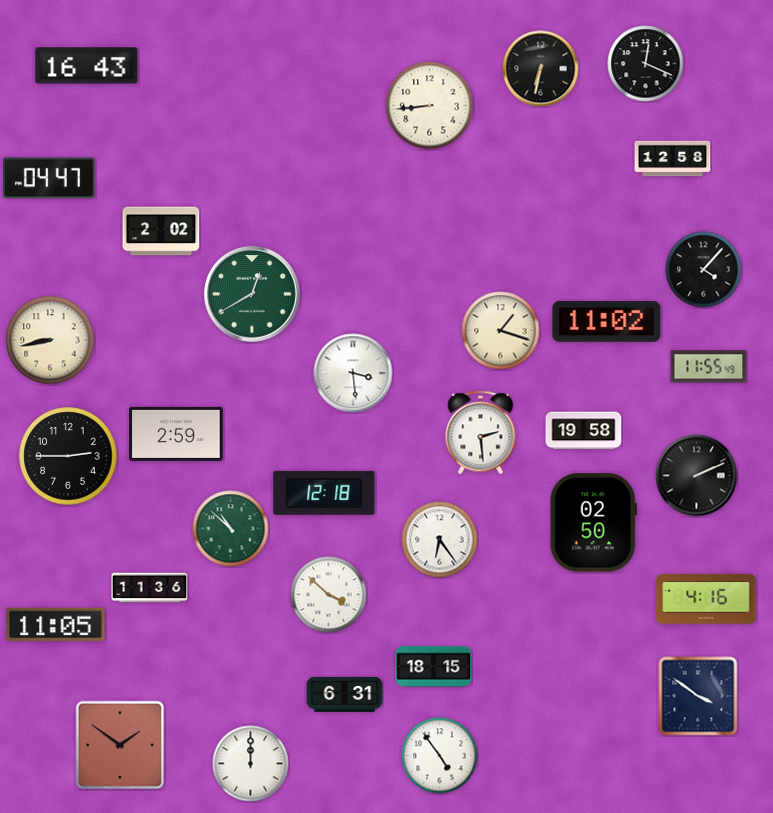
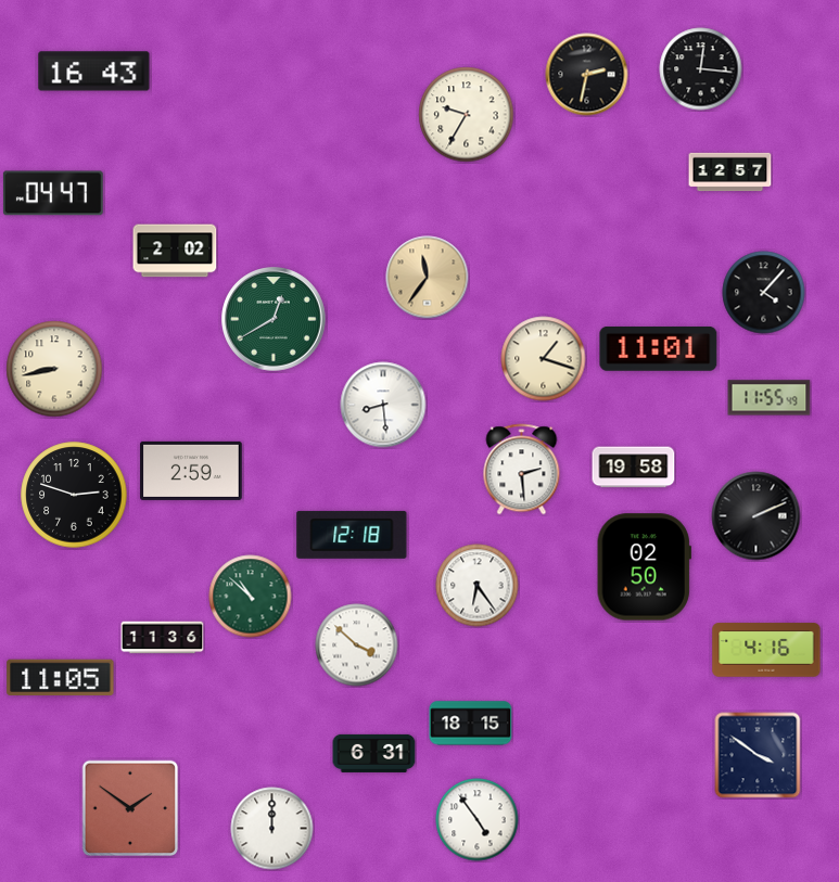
clock at (646, 64): 12:19 -> 12:16
clock at (541, 69): 6:32 -> 2:32
clock at (430, 106): 8:44 -> 9:35
clock at (673, 159): 12:58 -> 12:57
clock at (428, 278): none -> 11:36
clock at (607, 322): 11:02 -> 11:01
clock at (353, 373): 3:29 -> 8:29
clock at (68, 456): 2:45 -> 2:48
clock at (231, 529) position: (231, 529) -> (251, 597)
